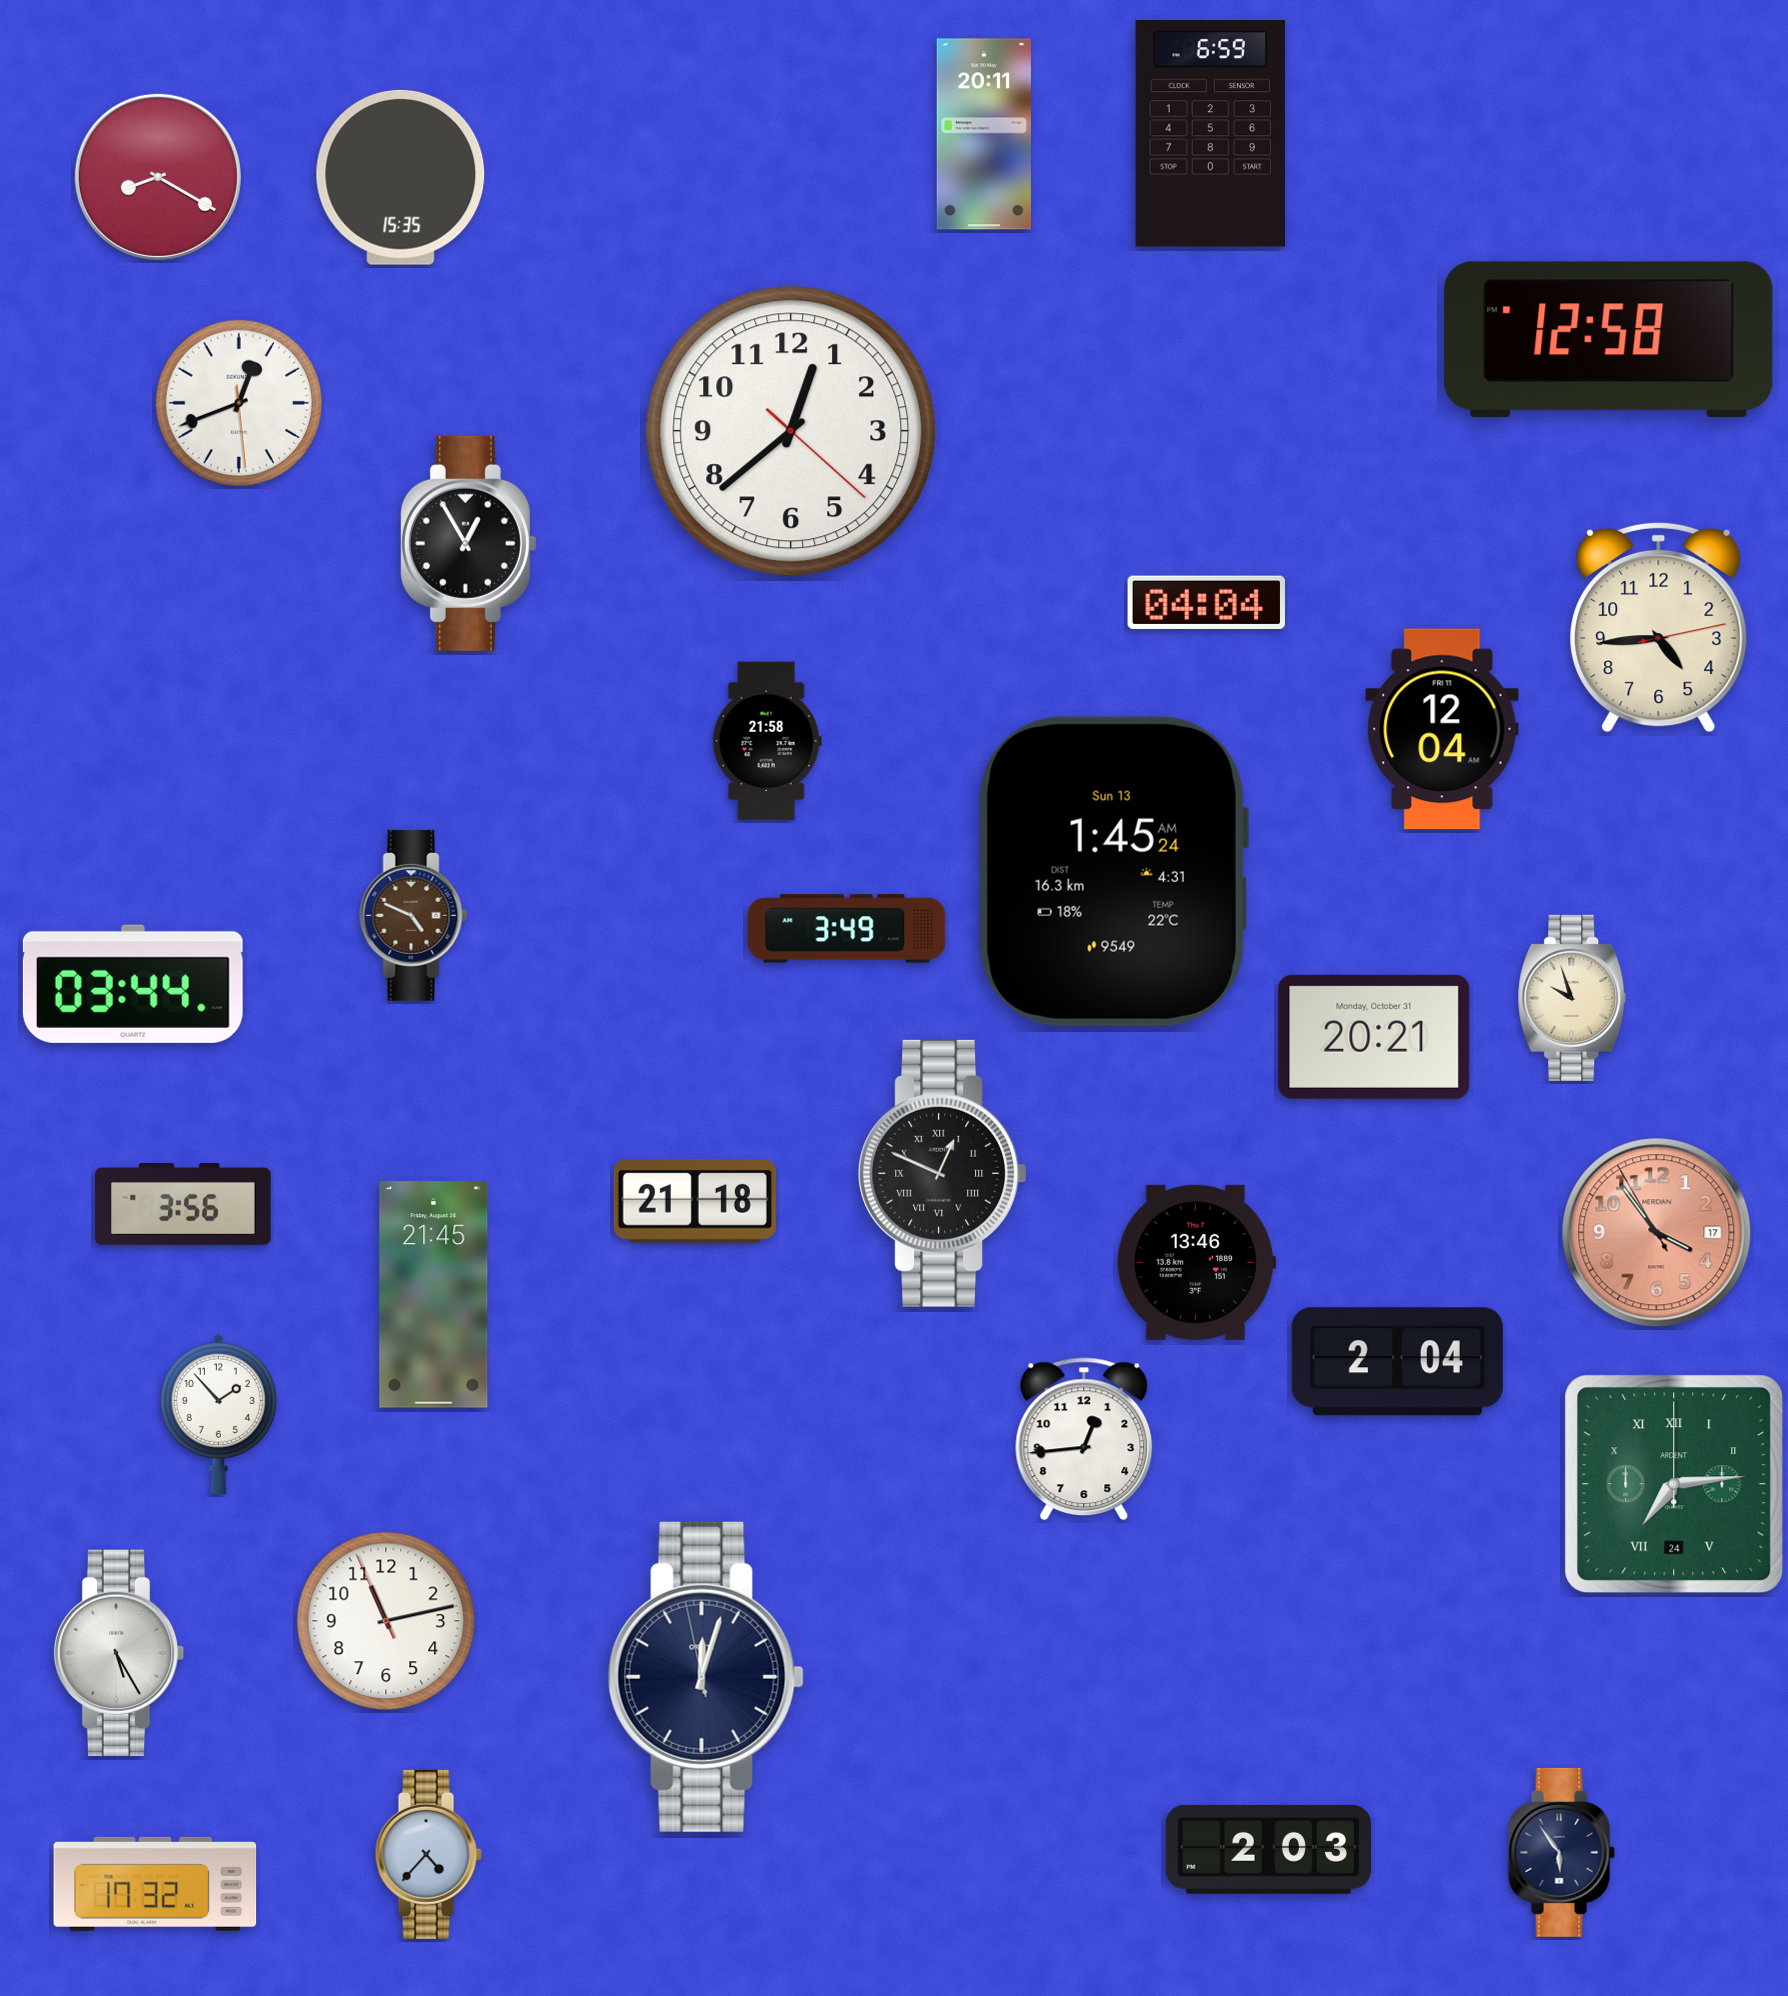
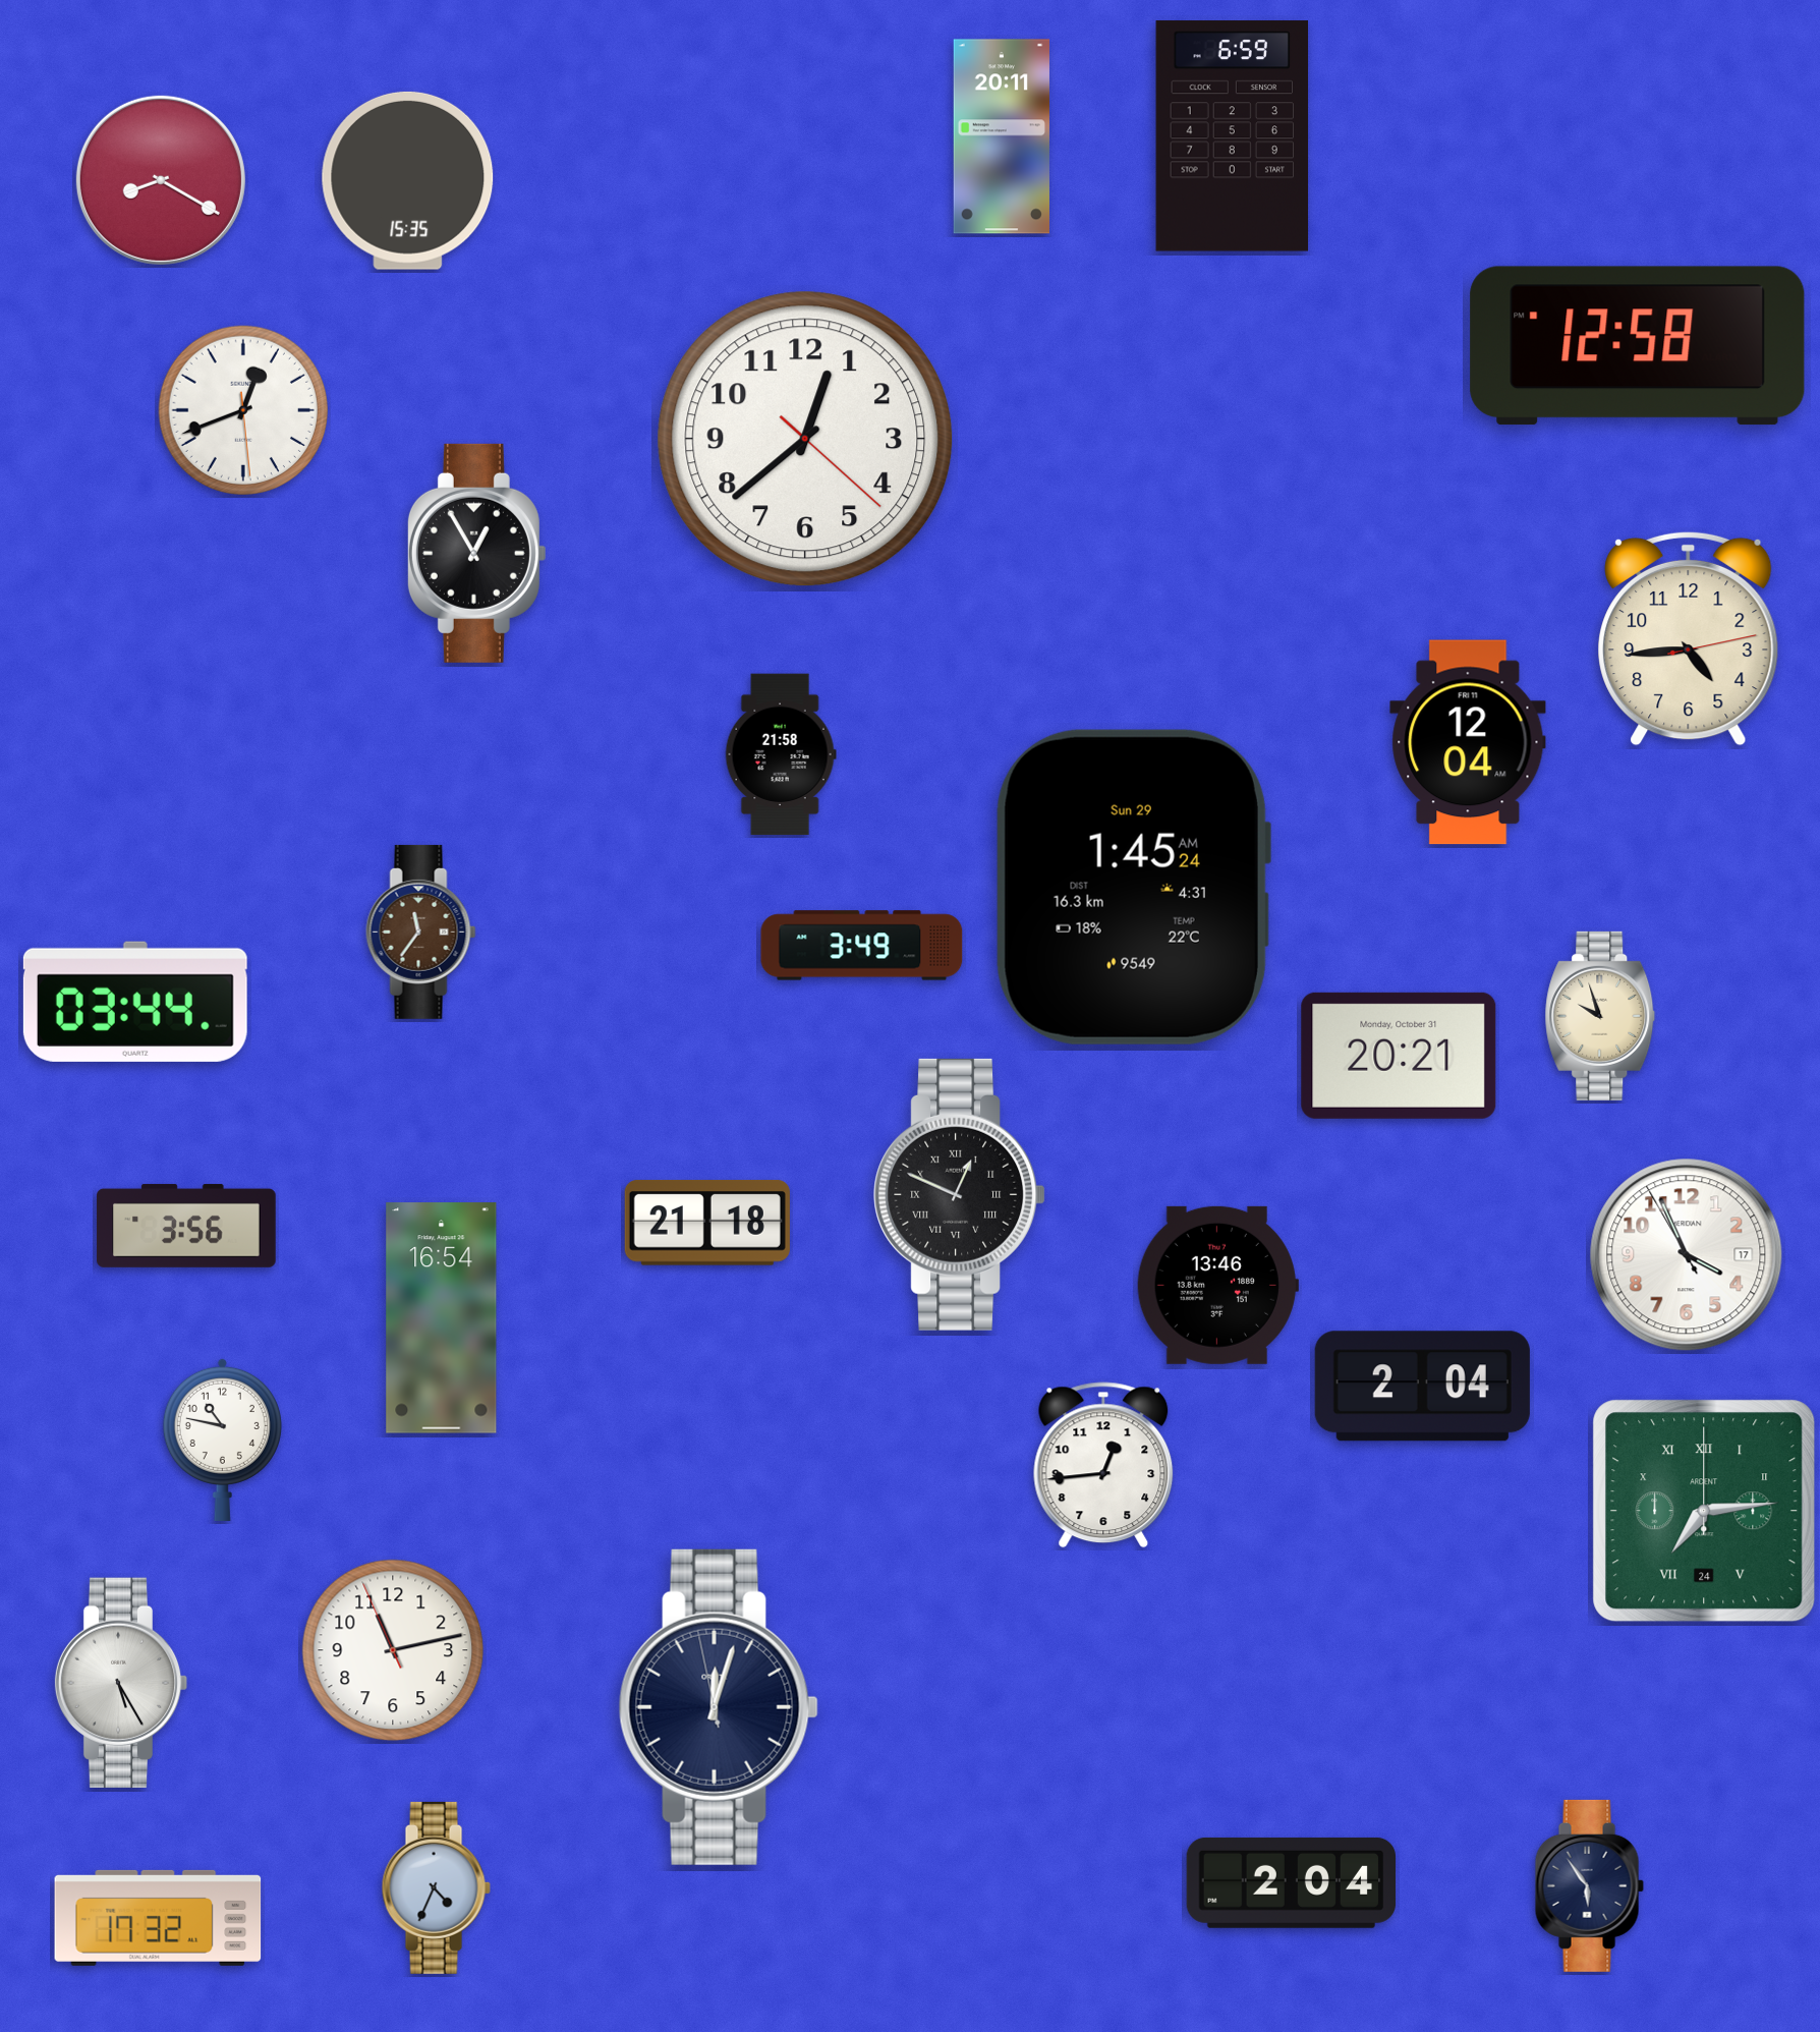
clock at (1206, 602): 04:04 -> none
clock at (1113, 871) date: Sun 13 -> Sun 29
clock at (414, 915): 4:49 -> 11:36
clock at (1657, 1233): 3:53 -> 3:55
clock at (1657, 1233) dial: salmon -> white
clock at (434, 1295): 21:45 -> 16:54
clock at (218, 1413): 1:53 -> 10:47
clock at (1269, 1849): 2:03 -> 2:04
clock at (428, 1854): 4:37 -> 4:34
